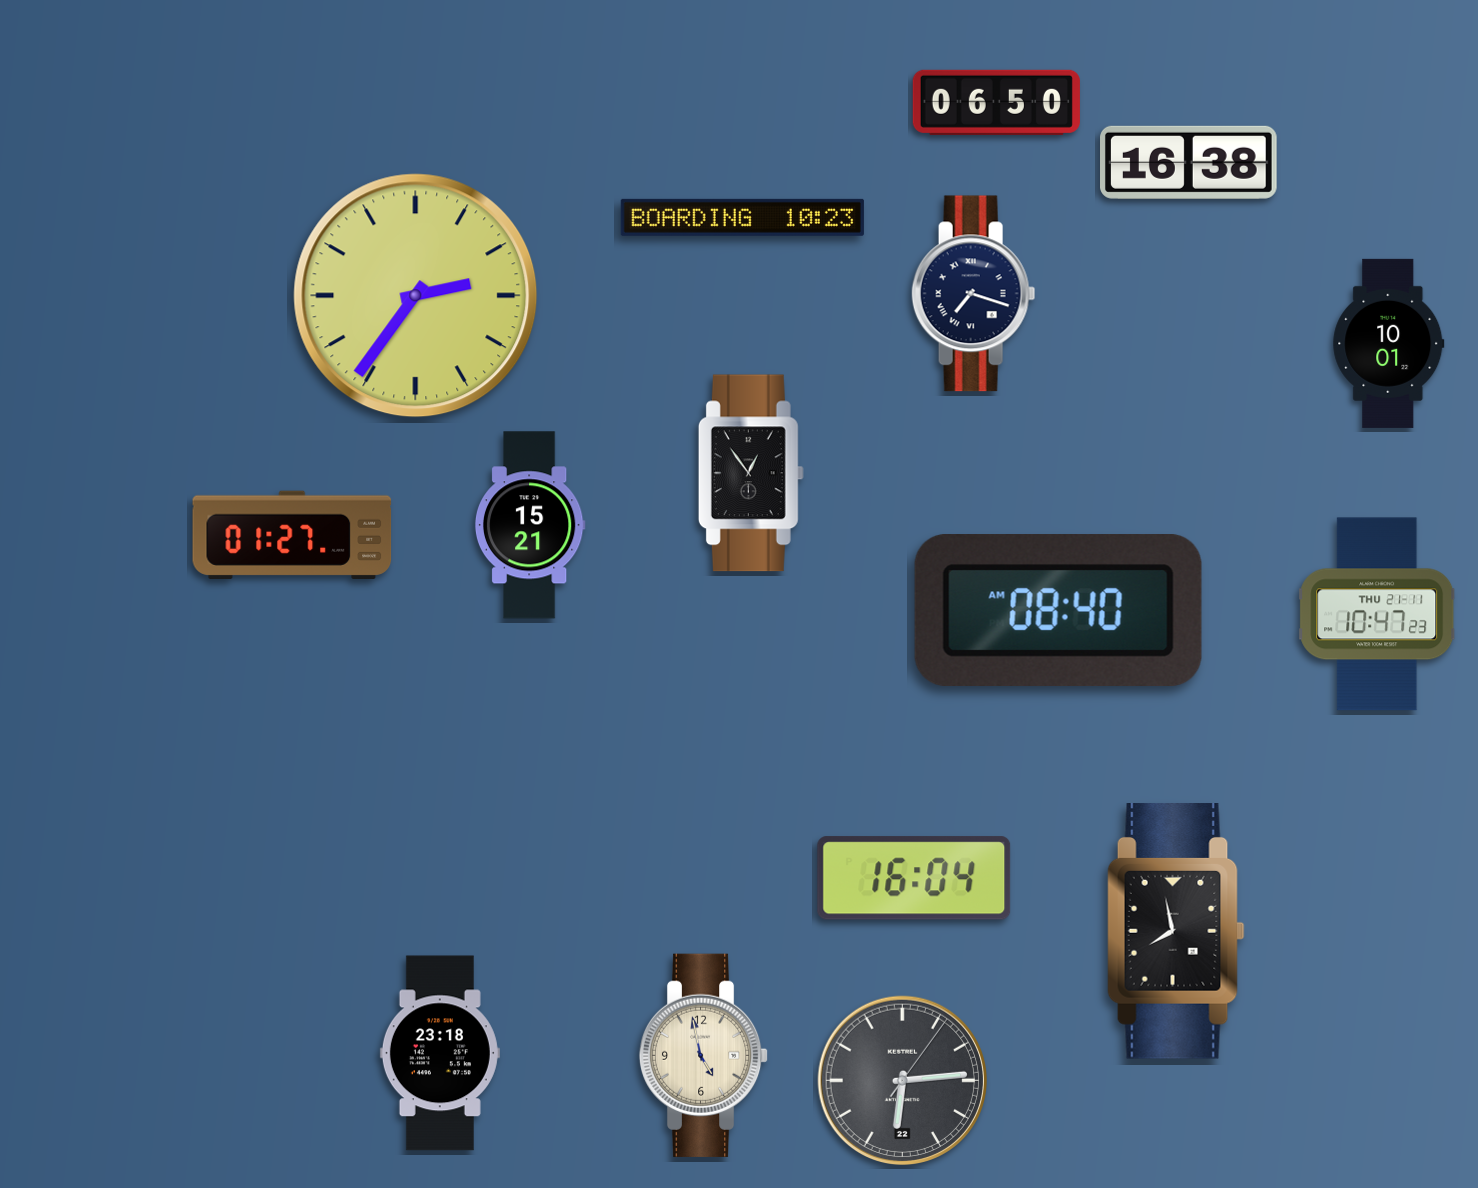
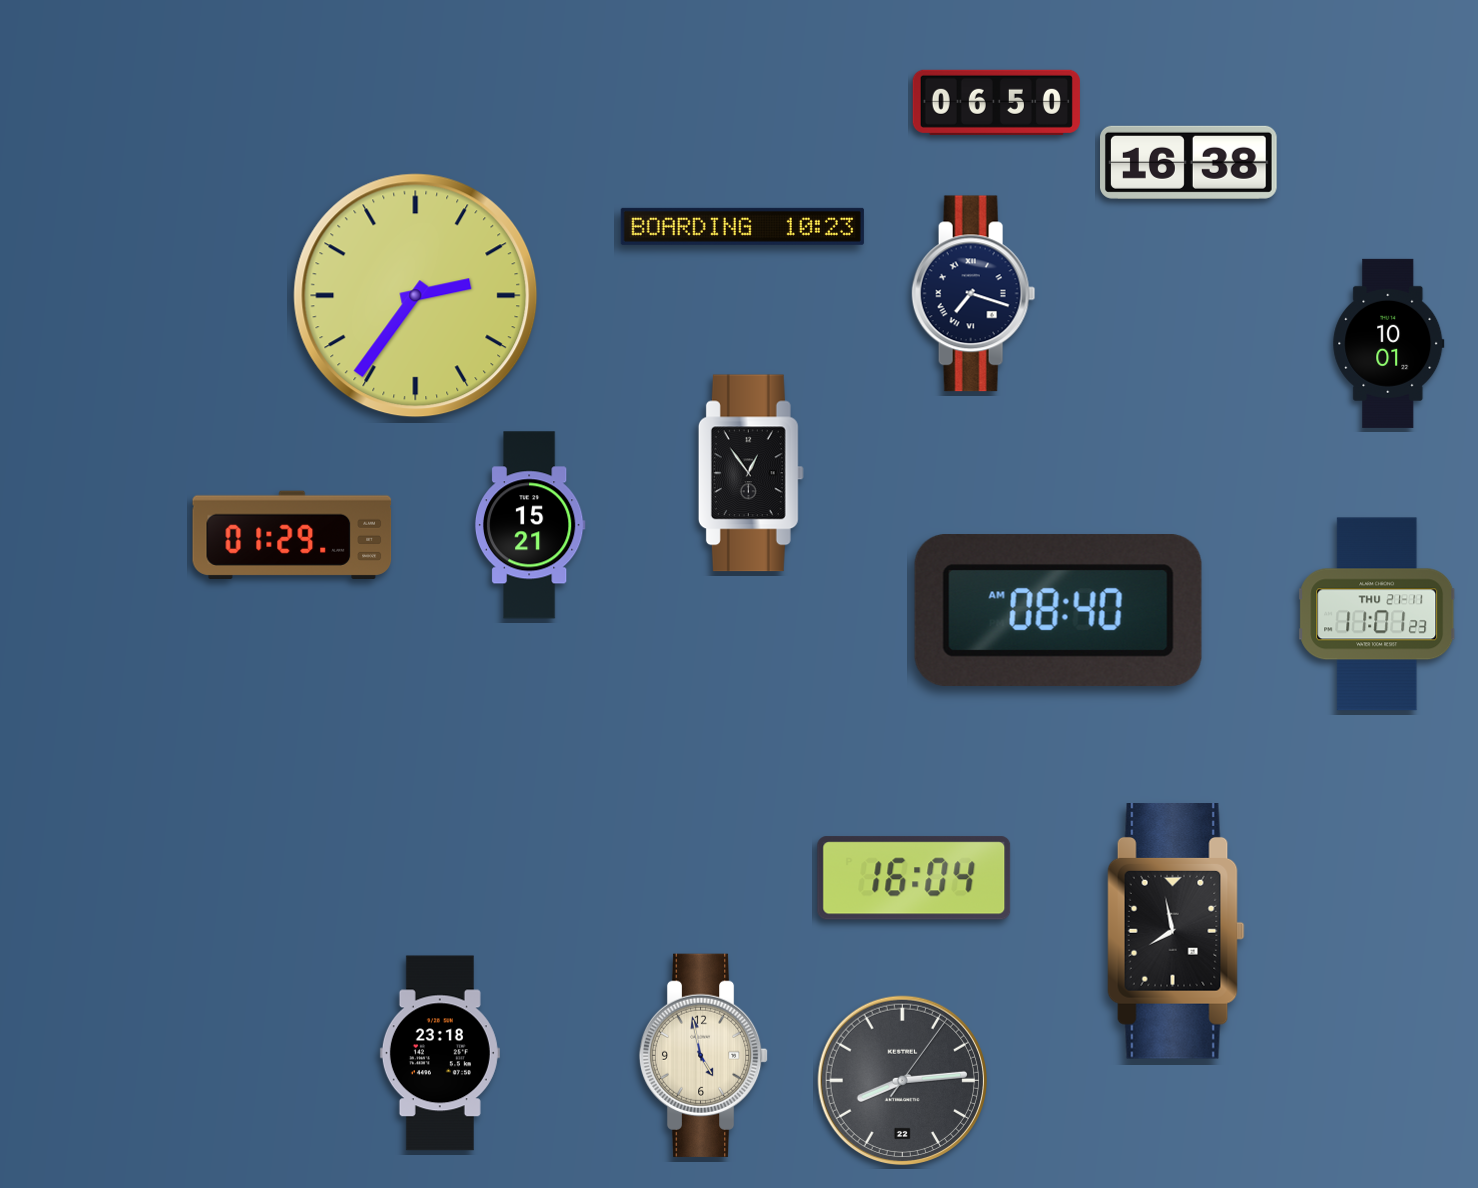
clock at (742, 217) position: (742, 217) -> (742, 226)
clock at (292, 535): 01:27 -> 01:29
clock at (1378, 614): 10:47 -> 11:01
clock at (902, 1080): 6:14 -> 8:14
